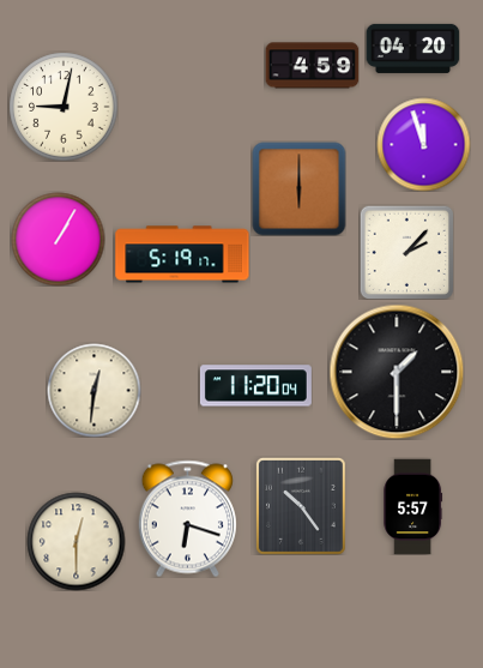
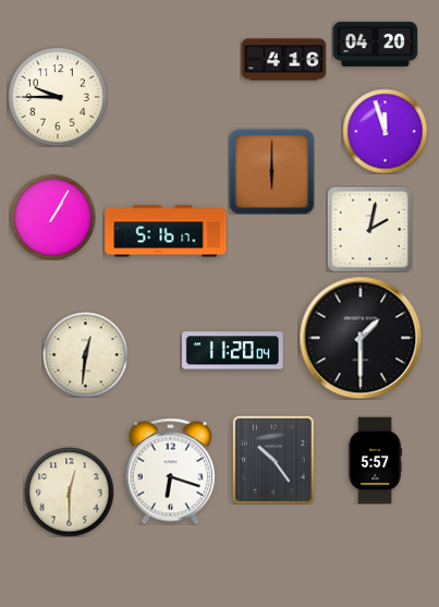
clock at (312, 66): 4:59 -> 4:16
clock at (64, 107): 9:02 -> 9:45
clock at (406, 252): 2:07 -> 2:02
clock at (182, 254): 5:19 -> 5:16
